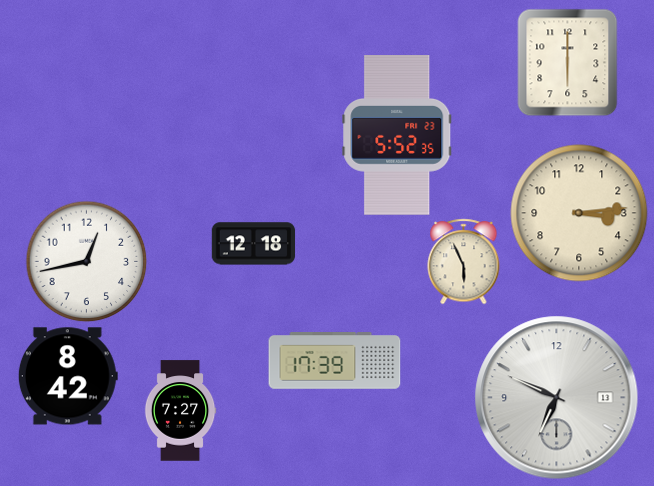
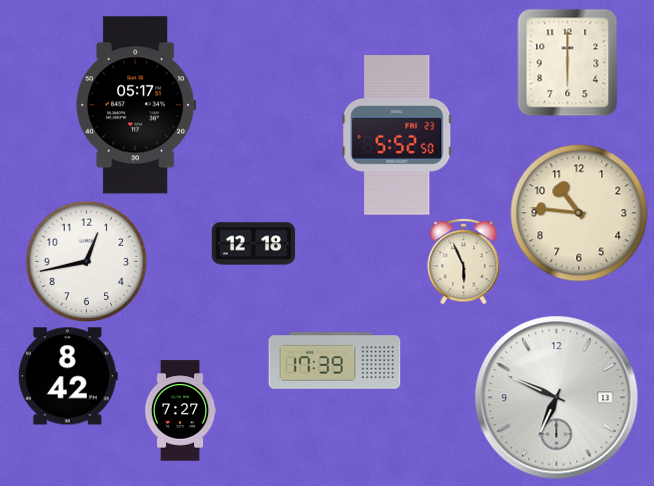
clock at (136, 105): none -> 05:17
clock at (397, 136): 5:52:35 -> 5:52:50
clock at (579, 213): 3:14 -> 10:46
